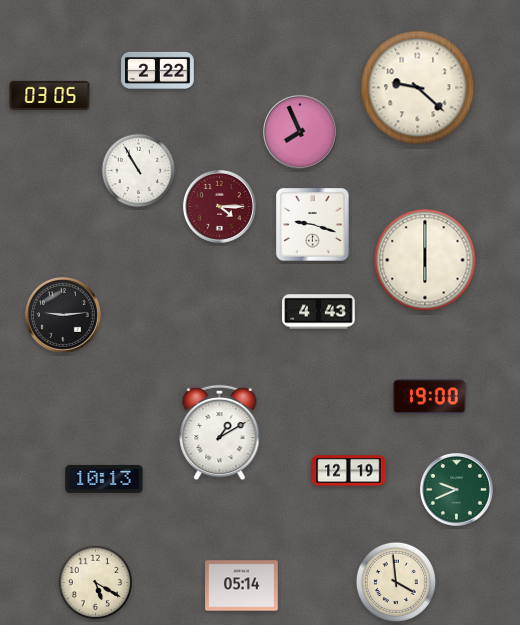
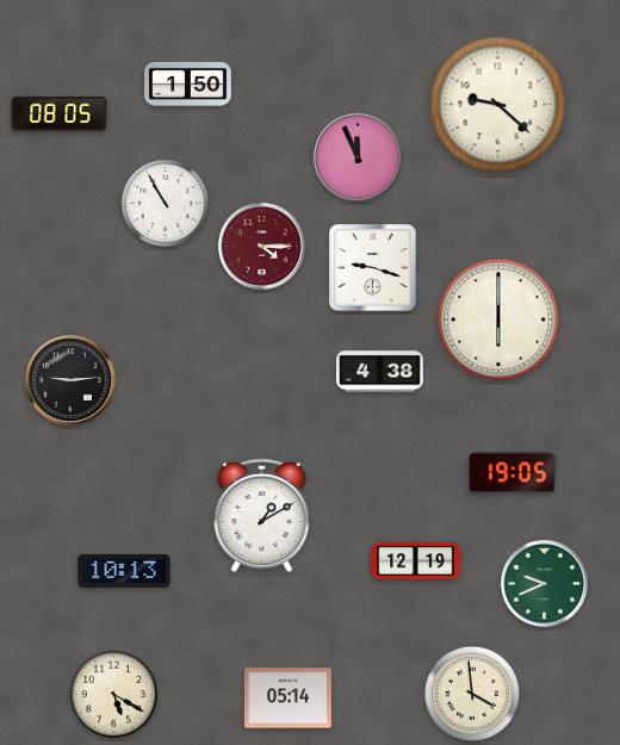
clock at (158, 70): 2:22 -> 1:50
clock at (50, 95): 03:05 -> 08:05
clock at (300, 132): 7:56 -> 11:56
clock at (425, 260) position: (425, 260) -> (498, 319)
clock at (319, 312): 4:43 -> 4:38
clock at (63, 315) position: (63, 315) -> (70, 380)
clock at (430, 397): 19:00 -> 19:05
